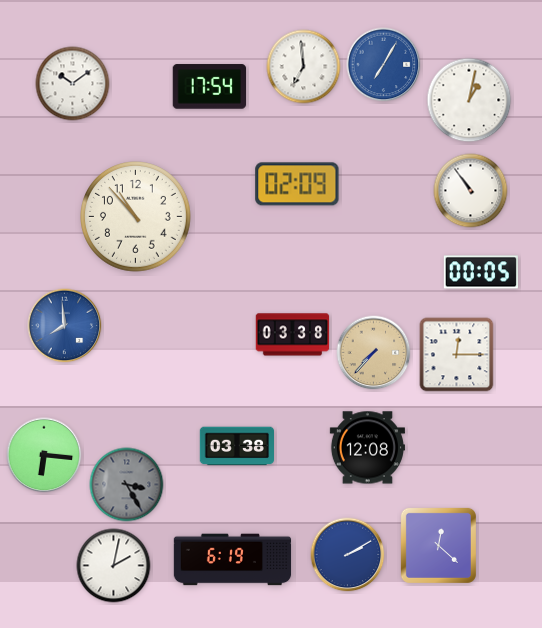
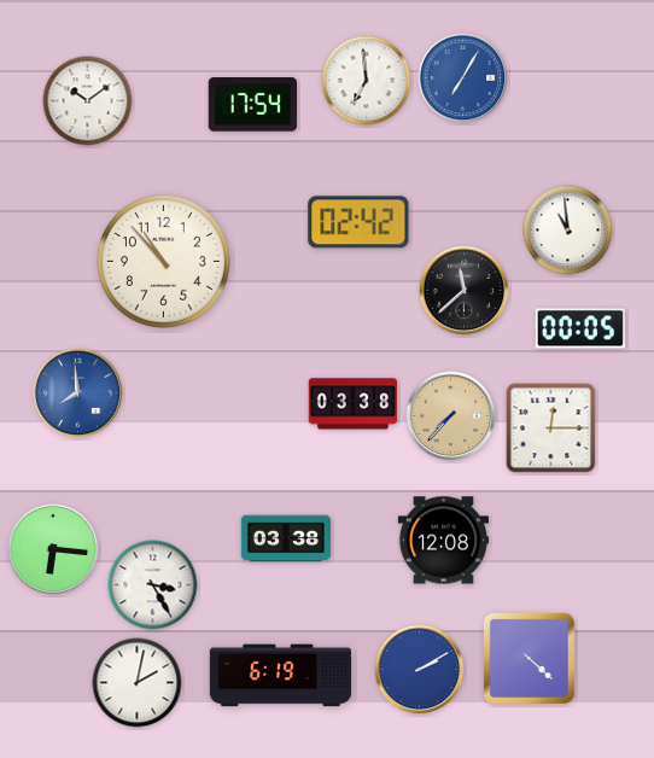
clock at (469, 100): 1:02 -> none
clock at (297, 184): 02:09 -> 02:42
clock at (471, 191): 10:54 -> 10:59
clock at (465, 291): none -> 11:38
clock at (374, 353) position: (374, 353) -> (451, 416)
clock at (127, 485) dial: grey -> white
clock at (438, 545): 12:22 -> 4:22
